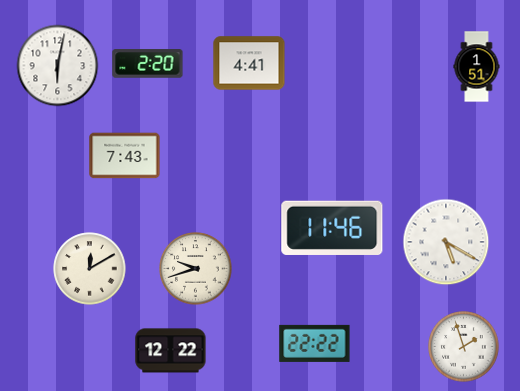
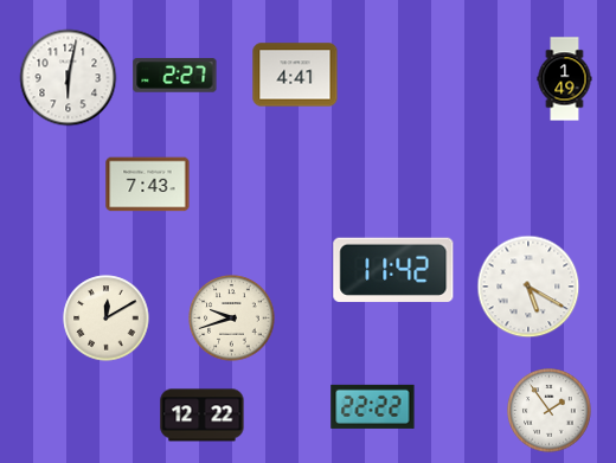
clock at (148, 64): 2:20 -> 2:27
clock at (477, 67): 1:51 -> 1:49
clock at (332, 228): 11:46 -> 11:42
clock at (464, 347): 1:57 -> 1:54
